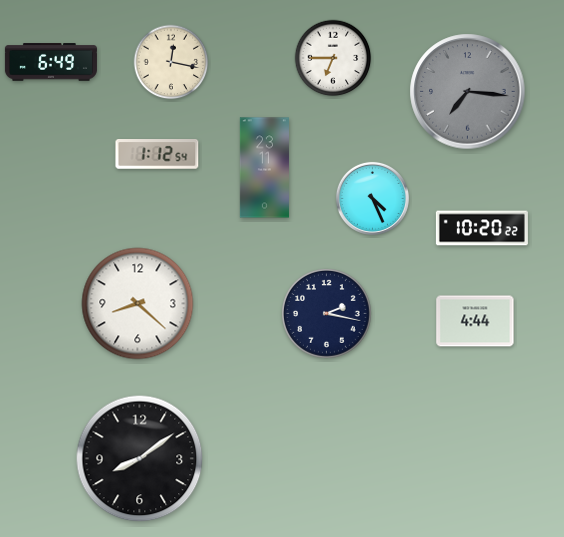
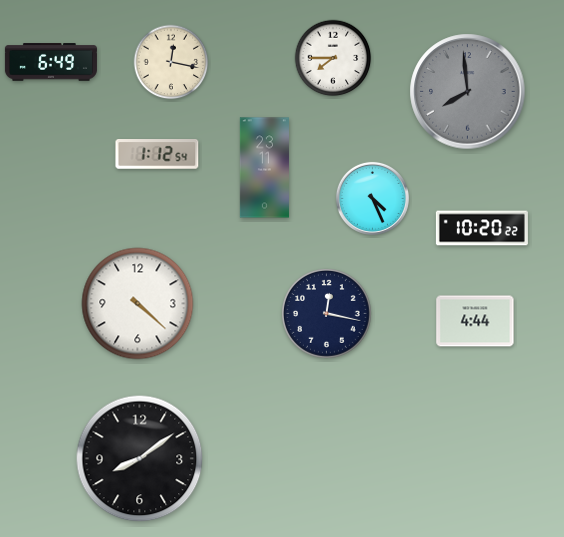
clock at (333, 58): 6:45 -> 7:45
clock at (468, 92): 7:16 -> 7:59
clock at (138, 304): 8:22 -> 4:22
clock at (327, 314): 2:17 -> 12:17
